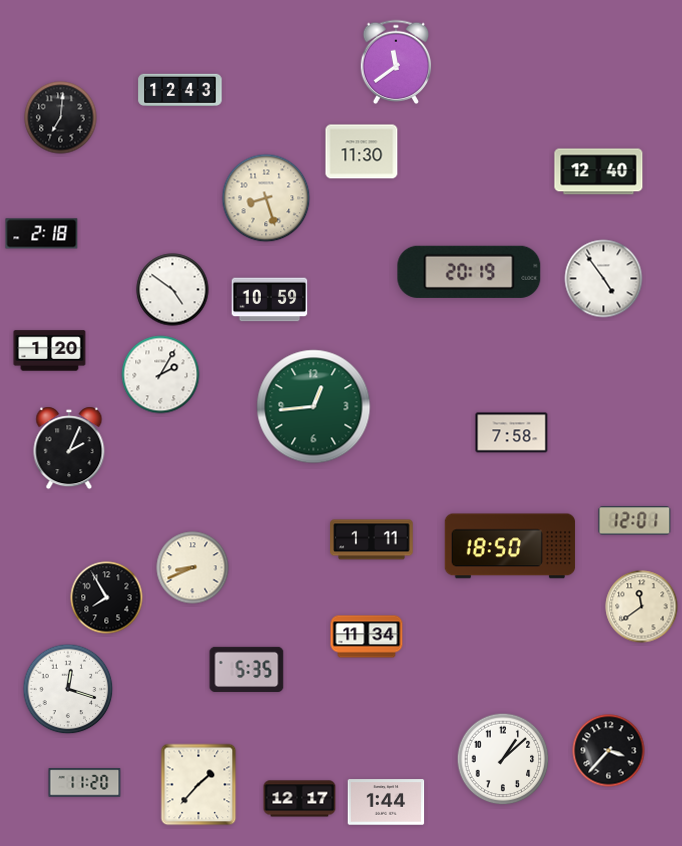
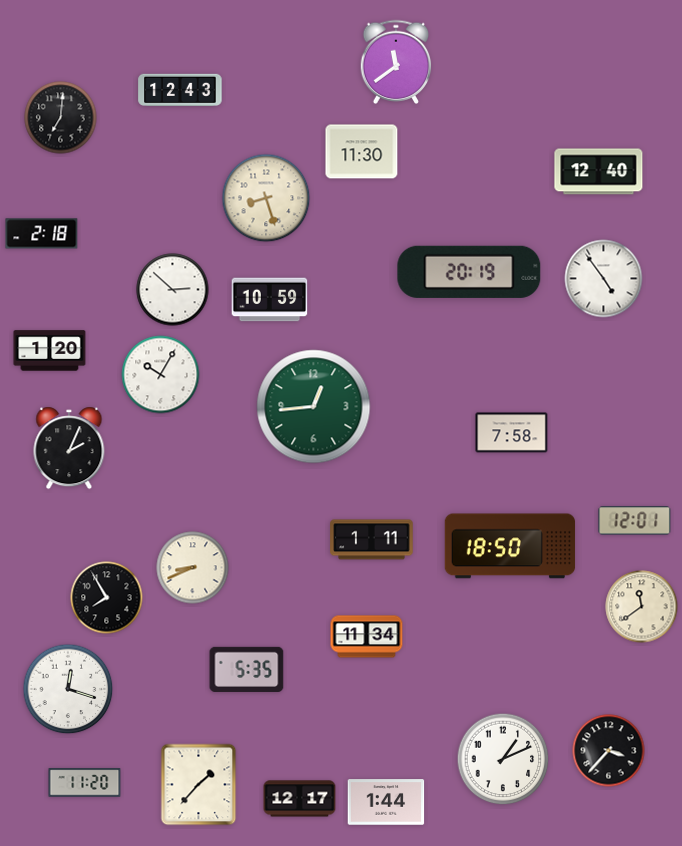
clock at (173, 290): 4:51 -> 2:52
clock at (161, 375): 2:05 -> 10:05
clock at (503, 759): 1:08 -> 1:11
